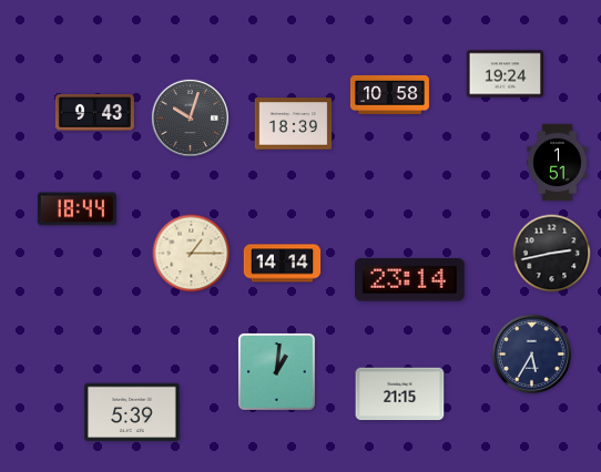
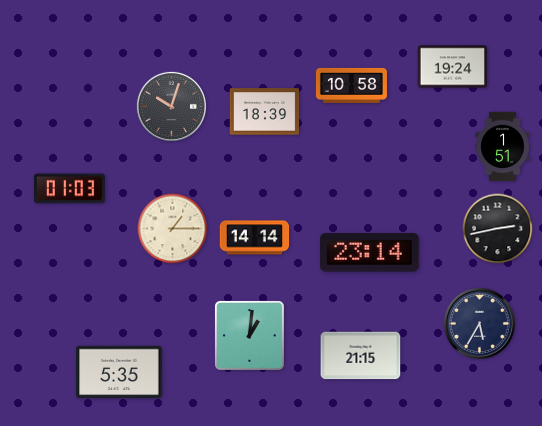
clock at (506, 74) position: (506, 74) -> (453, 67)
clock at (94, 113): 9:43 -> none
clock at (77, 209): 18:44 -> 01:03
clock at (531, 353) position: (531, 353) -> (479, 323)
clock at (132, 412): 5:39 -> 5:35
